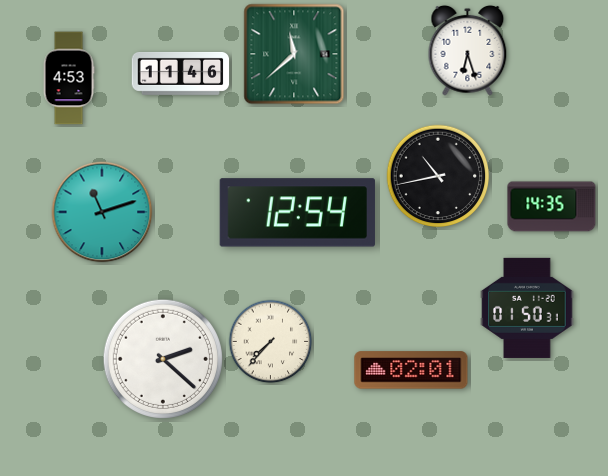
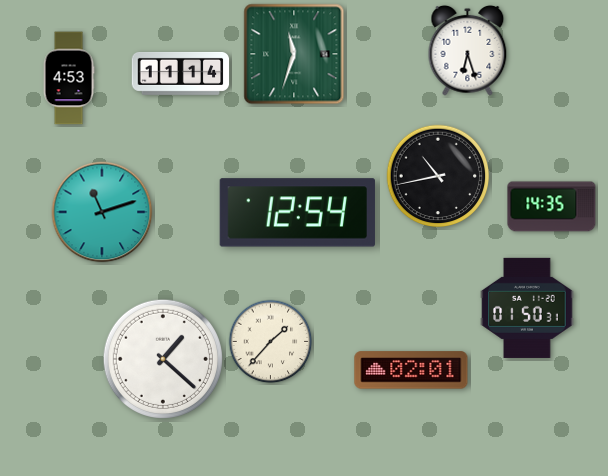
clock at (294, 54): 11:38 -> 11:33
clock at (181, 73): 11:46 -> 11:14
clock at (271, 342): 7:37 -> 1:37
clock at (163, 359): 2:22 -> 1:22
